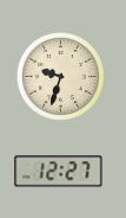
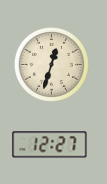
clock at (61, 77): 9:33 -> 12:33
